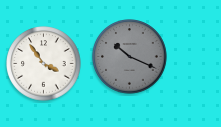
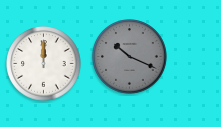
clock at (44, 64): 3:54 -> 12:00
